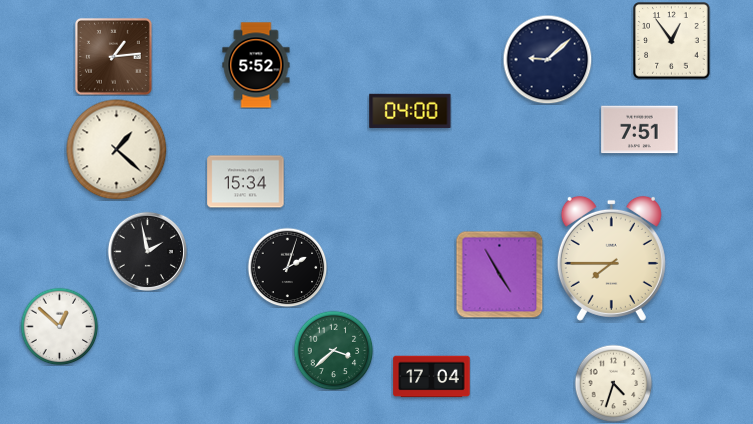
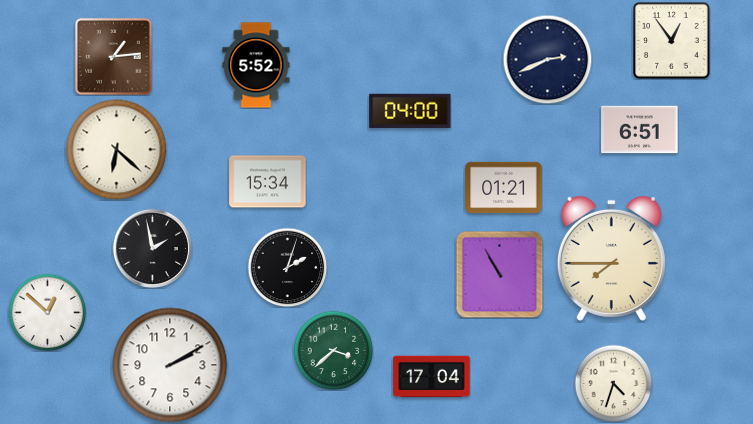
clock at (547, 59): 9:08 -> 2:41
clock at (640, 130): 7:51 -> 6:51
clock at (117, 150): 1:22 -> 6:22
clock at (246, 182) position: (246, 182) -> (268, 182)
clock at (504, 188): none -> 01:21
clock at (147, 251) position: (147, 251) -> (152, 248)
clock at (499, 274): 4:55 -> 10:55
clock at (59, 326) position: (59, 326) -> (47, 312)
clock at (170, 365): none -> 2:10
